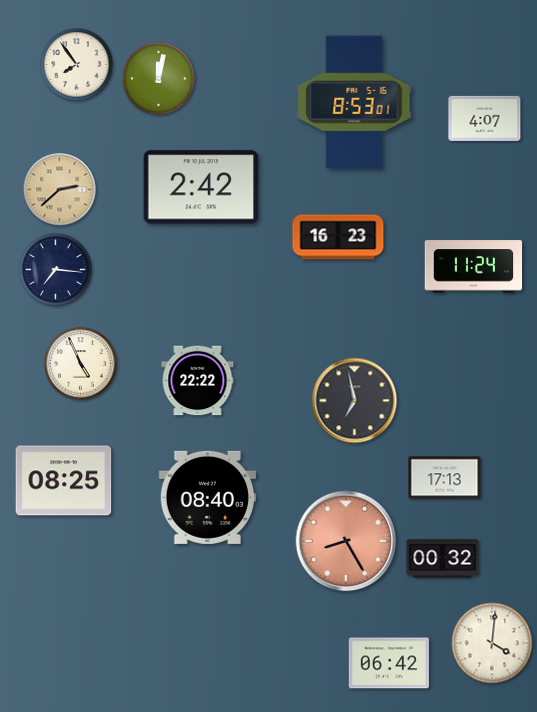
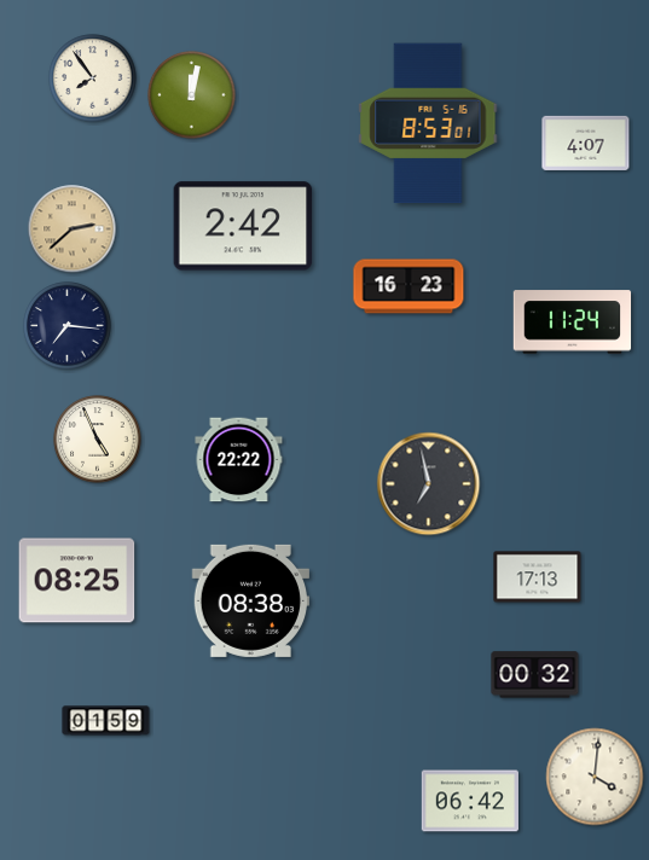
clock at (207, 497): 08:40 -> 08:38
clock at (346, 541): 8:25 -> none
clock at (106, 721): none -> 01:59
